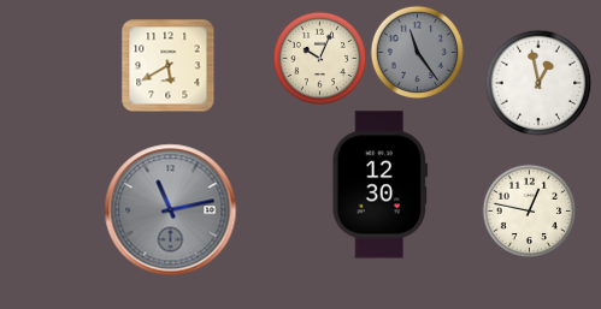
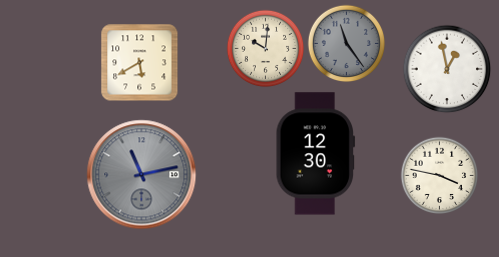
clock at (319, 58): 10:04 -> 10:01
clock at (167, 65) position: (167, 65) -> (139, 62)
clock at (529, 210): 12:47 -> 3:47
